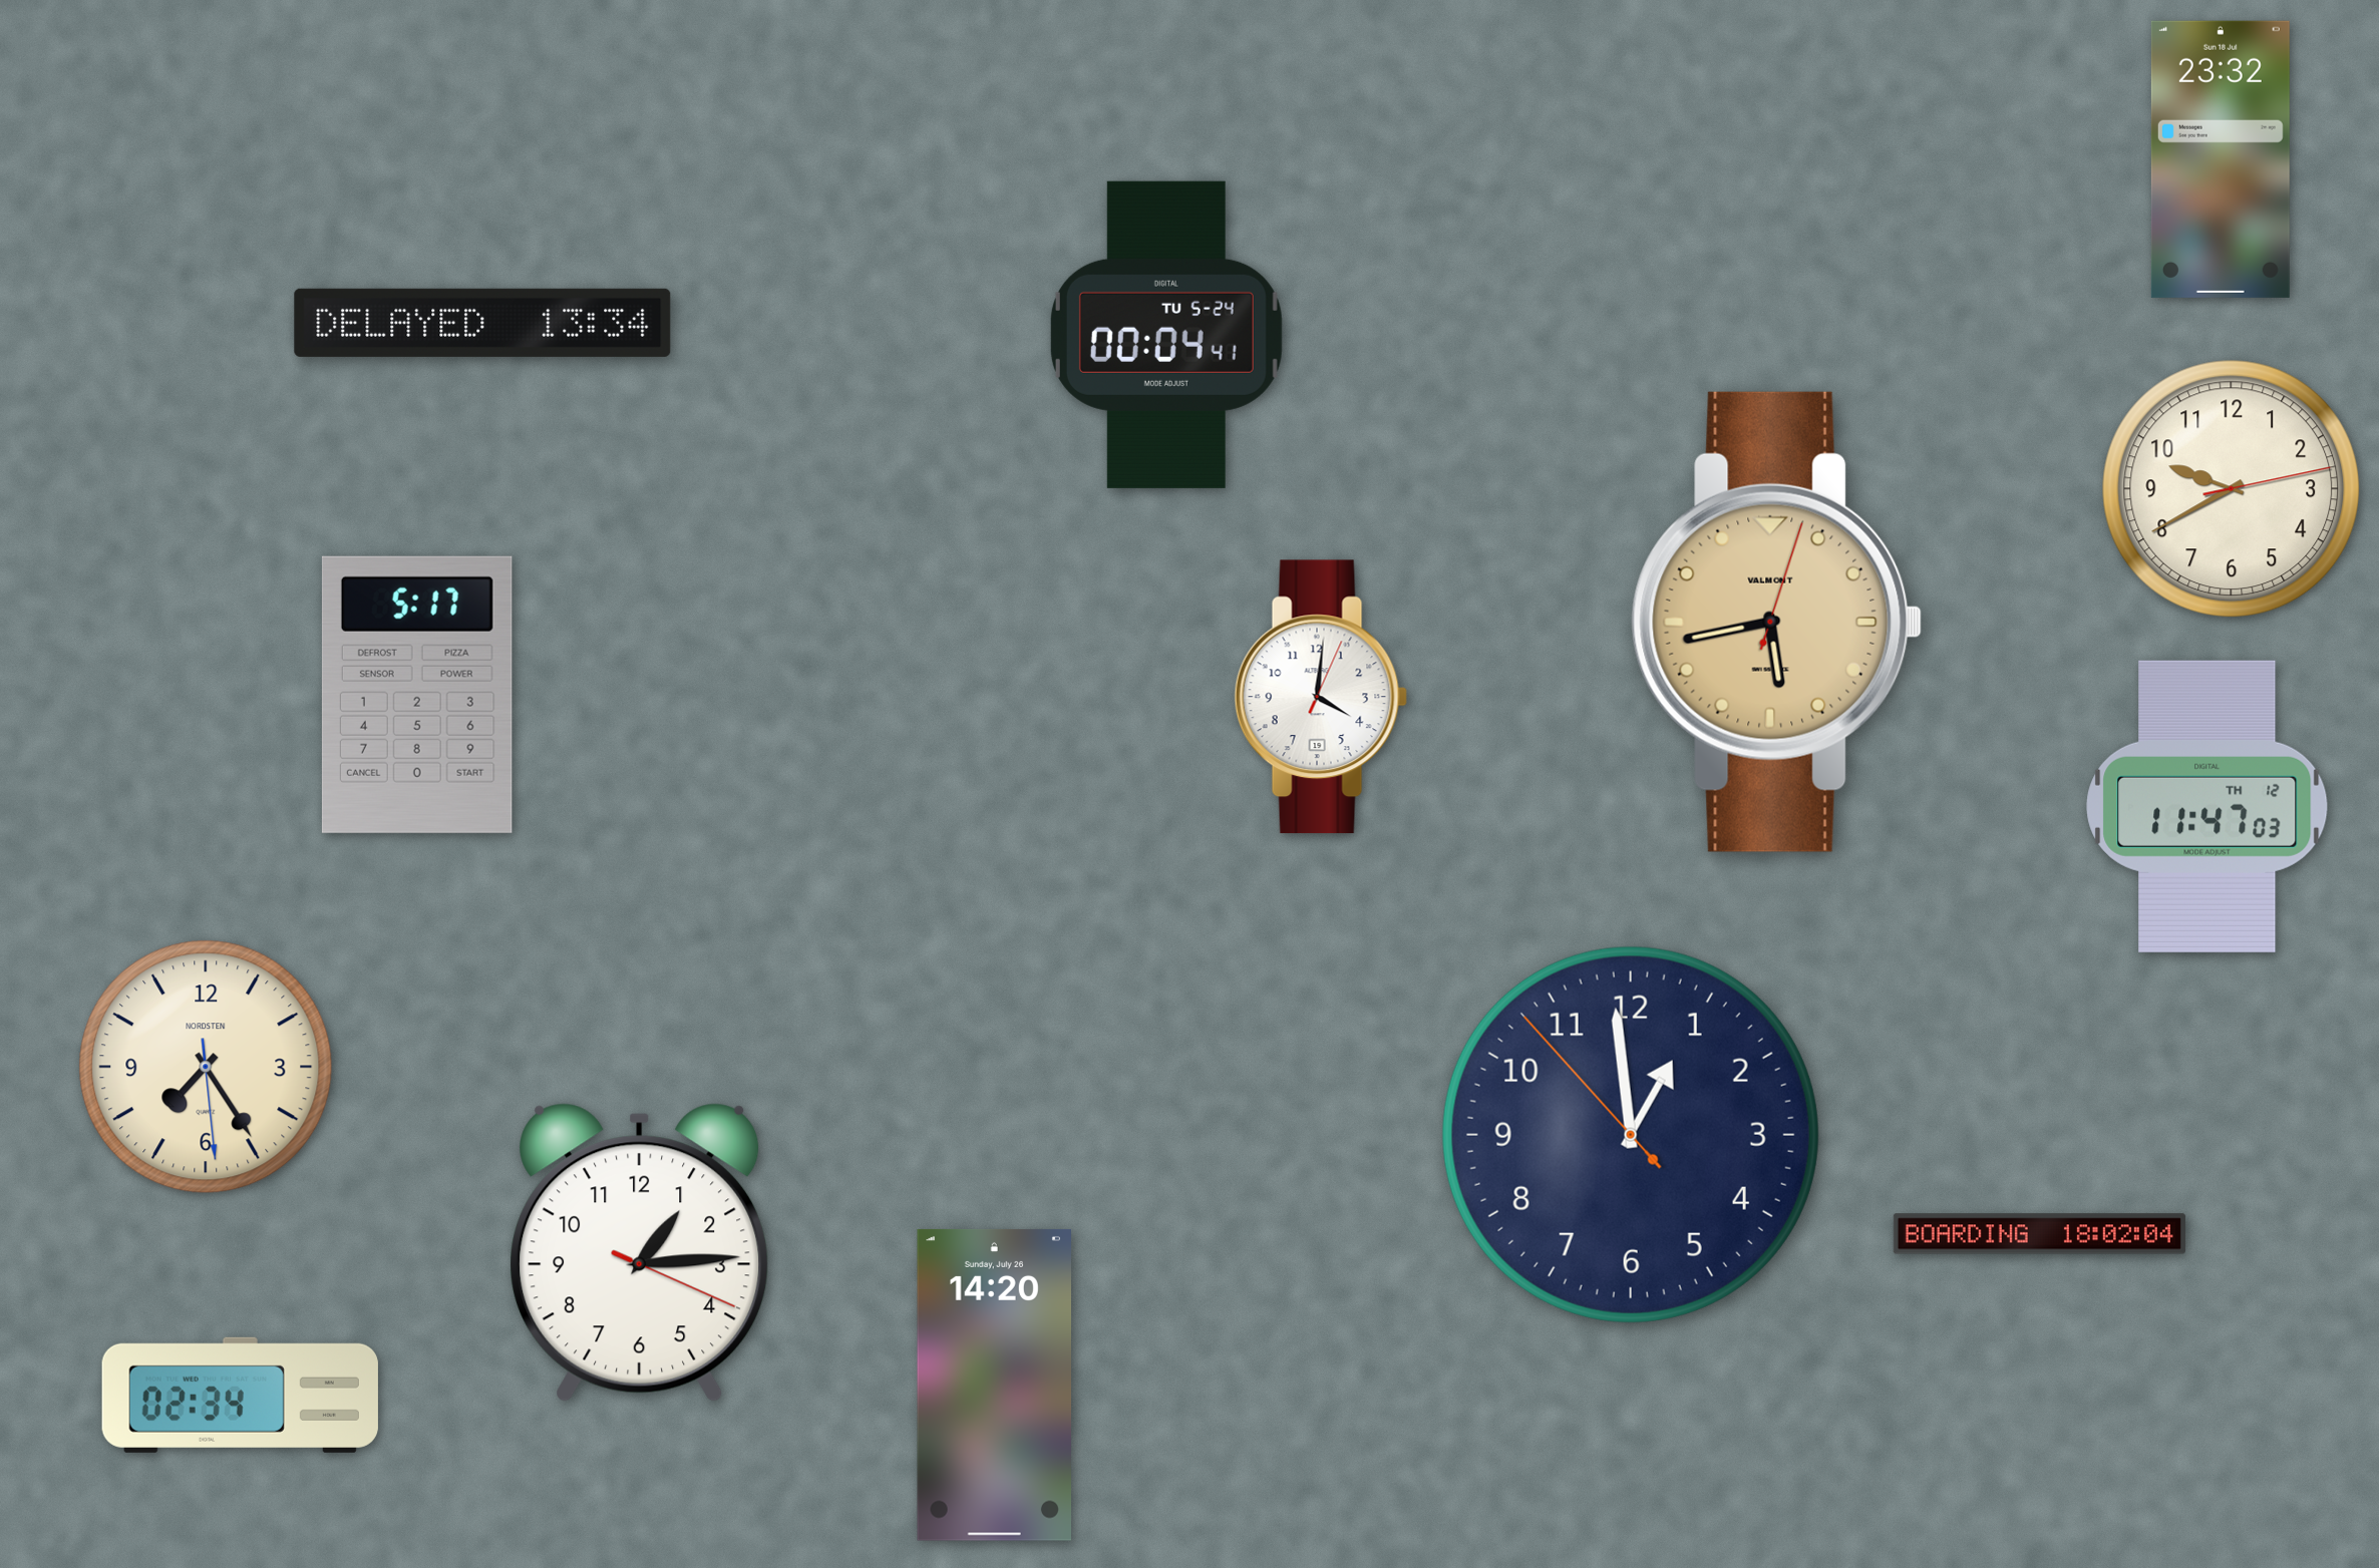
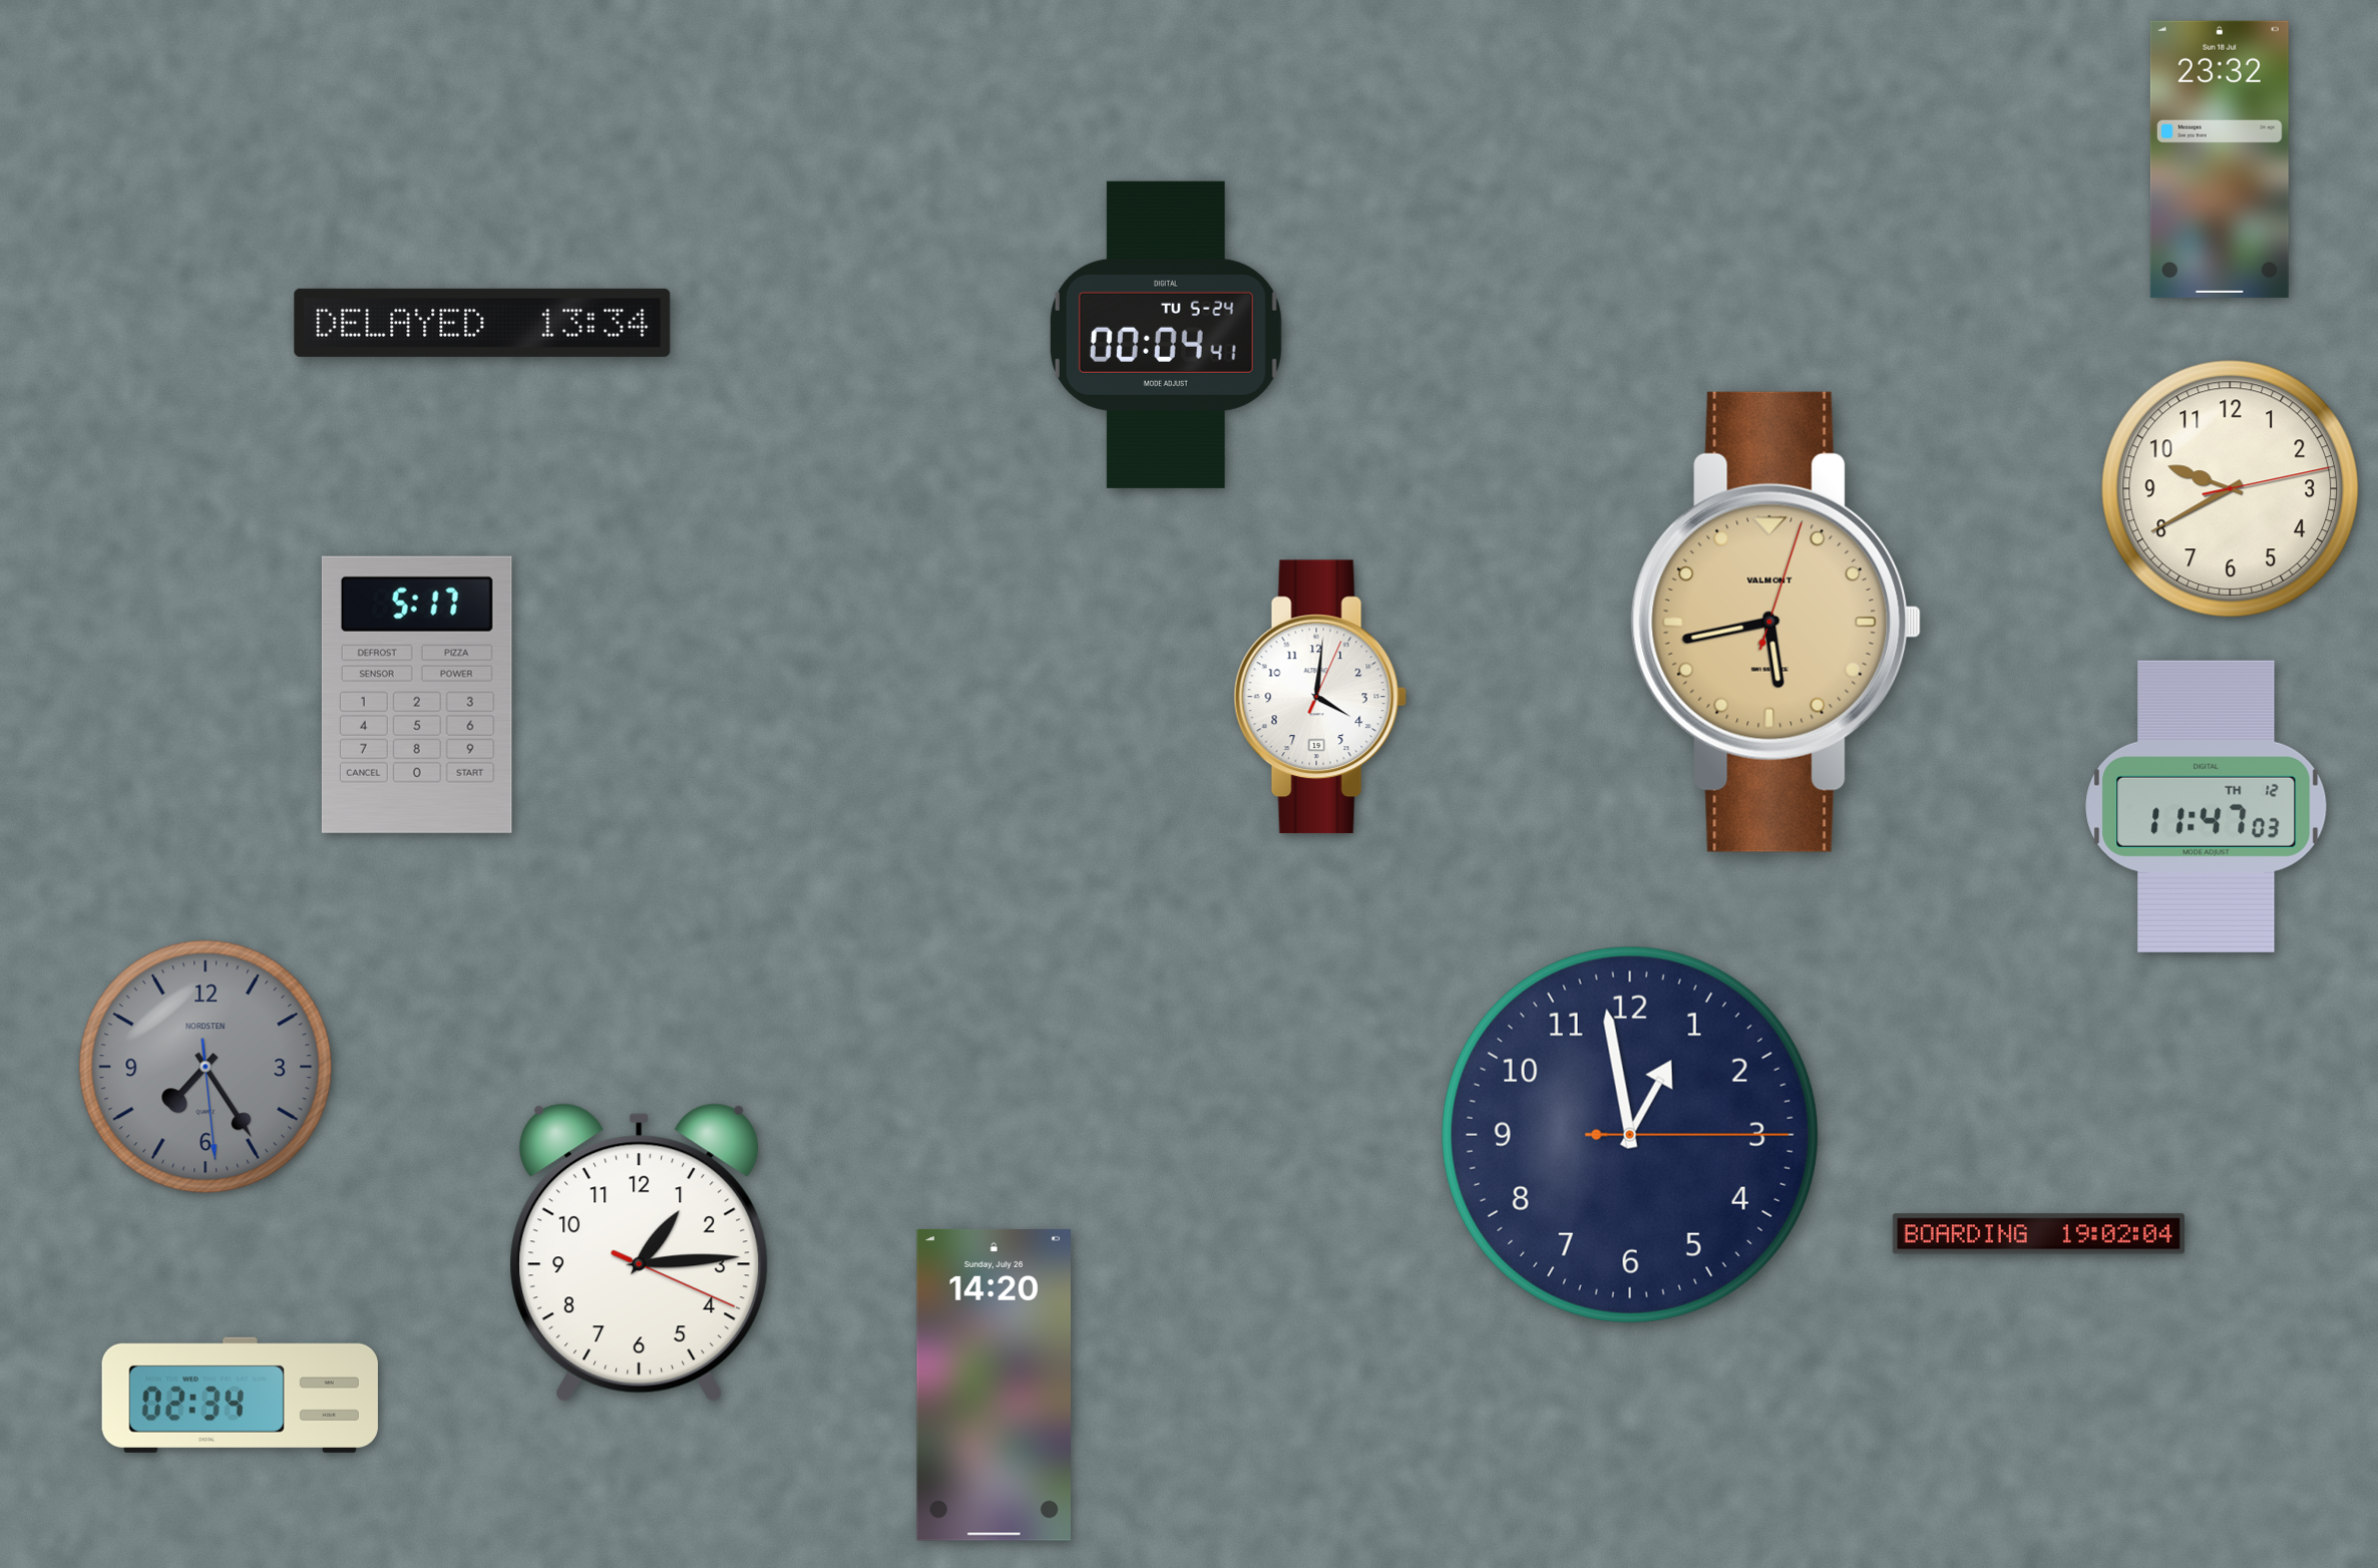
clock at (206, 1067) dial: cream -> grey
clock at (1631, 1135): 12:58:53 -> 12:58:15
clock at (2039, 1234): 18:02 -> 19:02
